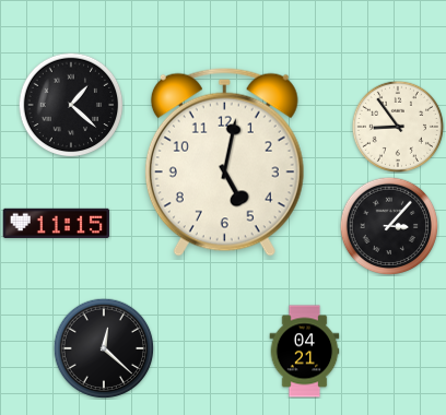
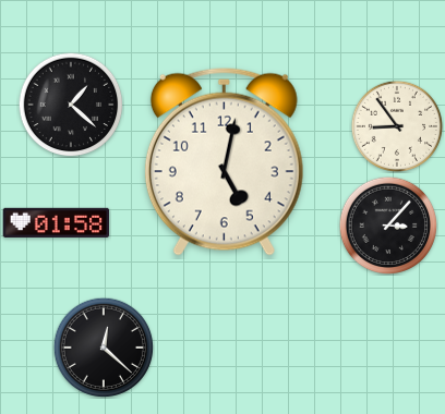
clock at (57, 223): 11:15 -> 01:58
clock at (305, 352): 04:21 -> none
